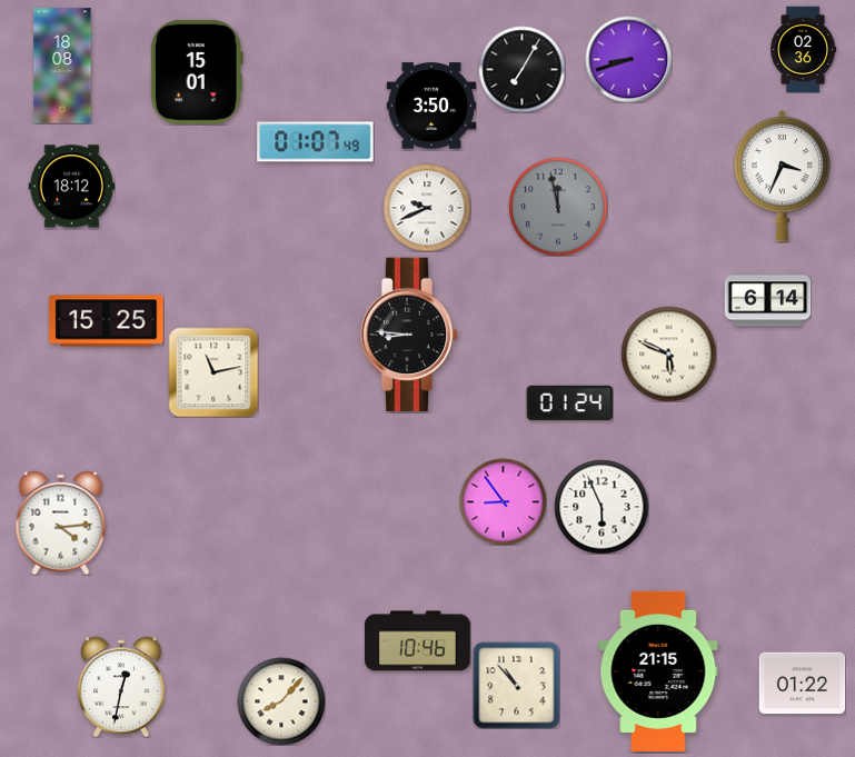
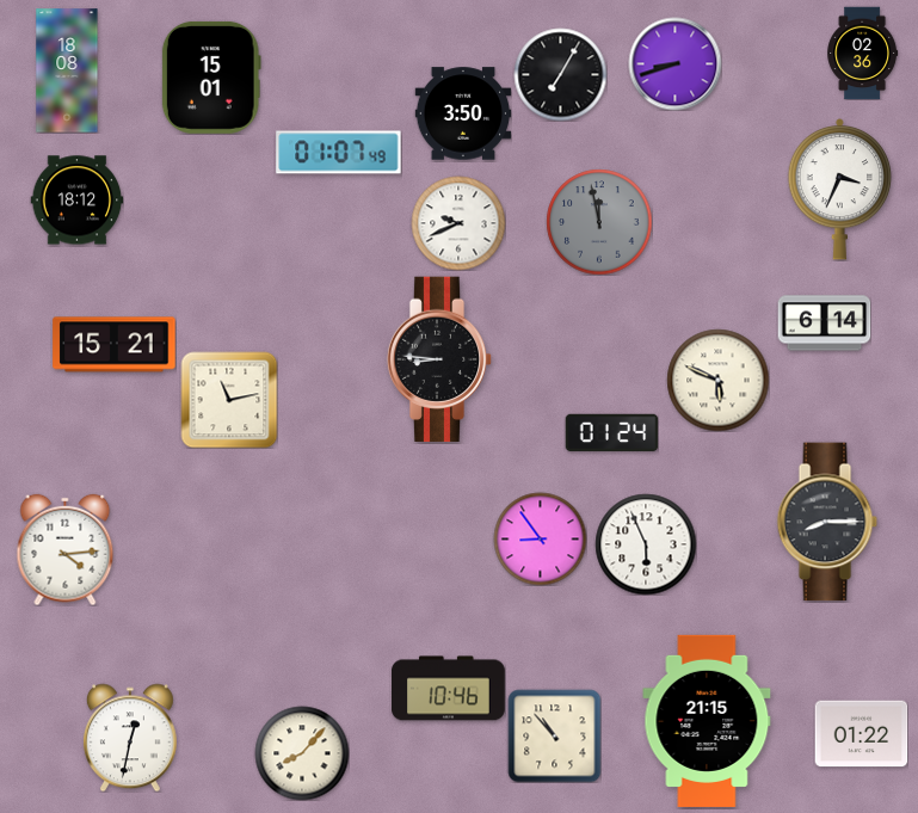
clock at (107, 321): 15:25 -> 15:21
clock at (827, 522): none -> 8:15
clock at (61, 522) position: (61, 522) -> (66, 549)
